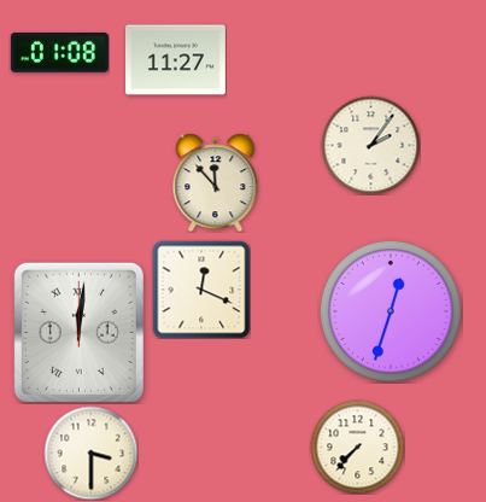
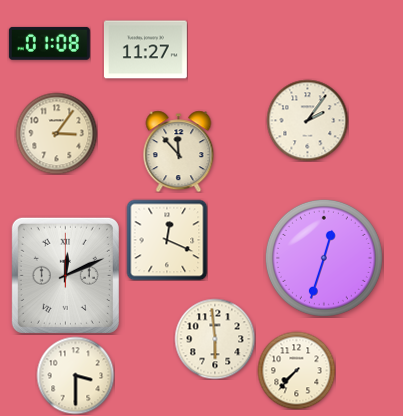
clock at (56, 133): none -> 3:06
clock at (78, 332): 12:01 -> 12:11
clock at (215, 339): none -> 5:59
